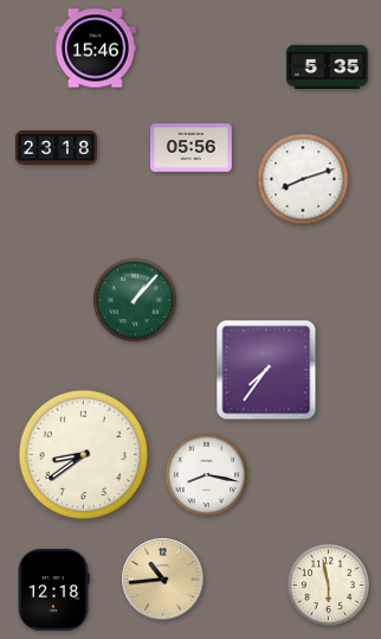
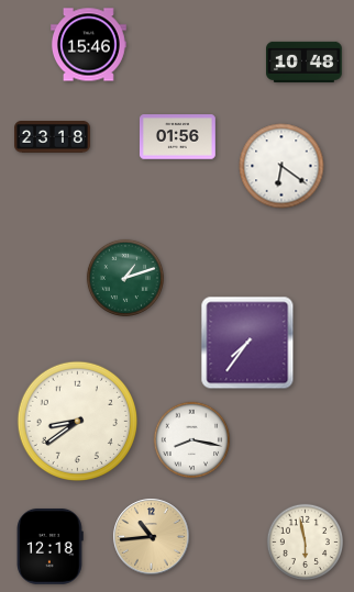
clock at (328, 66): 5:35 -> 10:48
clock at (192, 148): 05:56 -> 01:56
clock at (303, 179): 8:12 -> 6:21
clock at (135, 300): 1:07 -> 1:12
